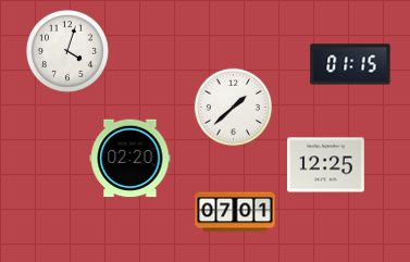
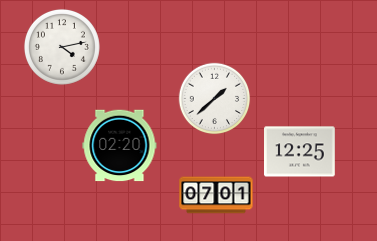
clock at (67, 51): 4:03 -> 4:13
clock at (350, 64): 01:15 -> none
